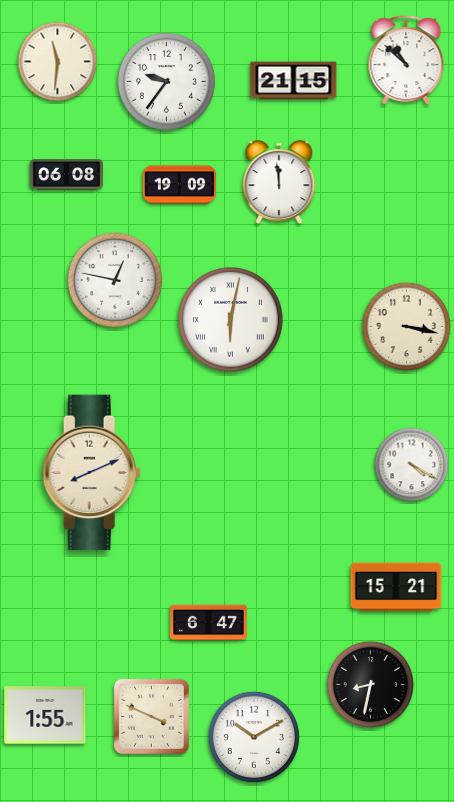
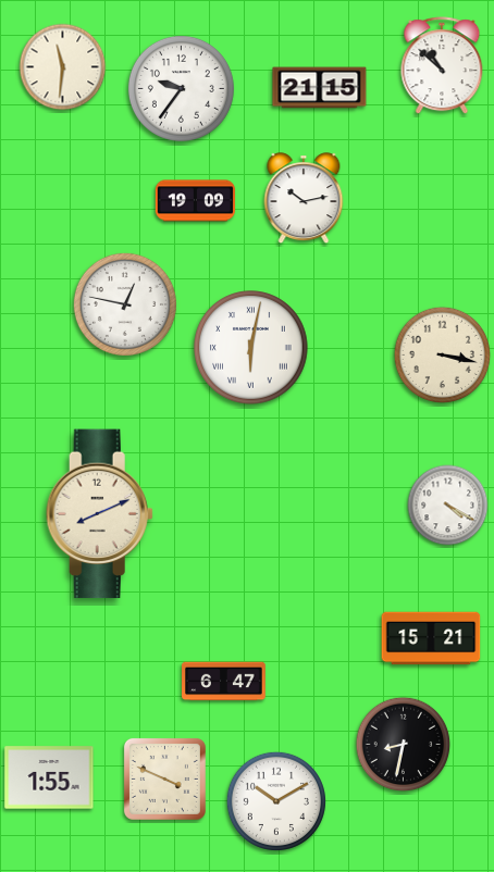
clock at (66, 175): 06:08 -> none
clock at (279, 183): 11:59 -> 10:13
clock at (209, 623) position: (209, 623) -> (224, 682)
